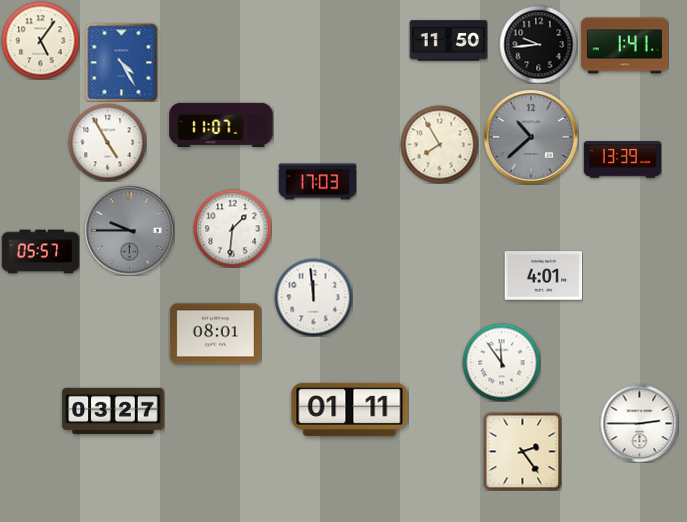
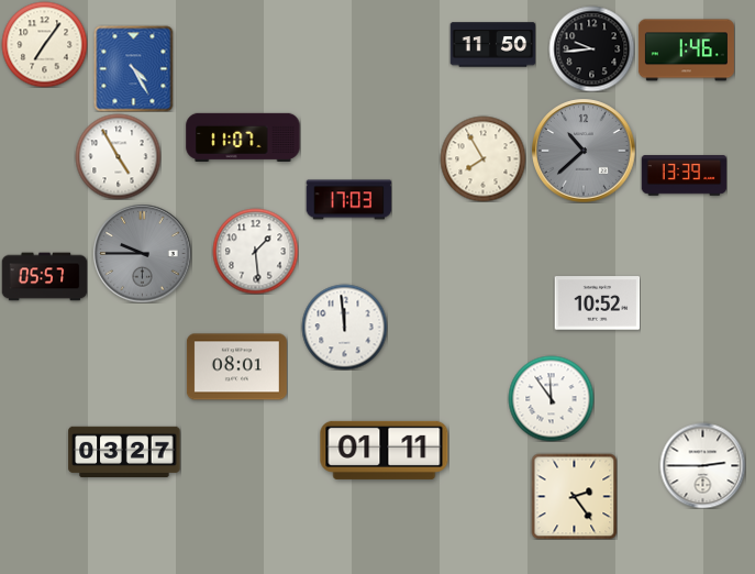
clock at (40, 40): 5:06 -> 7:06
clock at (624, 46): 1:41 -> 1:46
clock at (232, 228): 1:31 -> 1:29
clock at (543, 276): 4:01 -> 10:52
